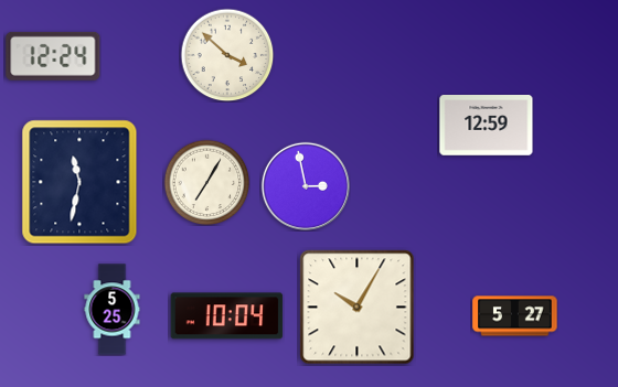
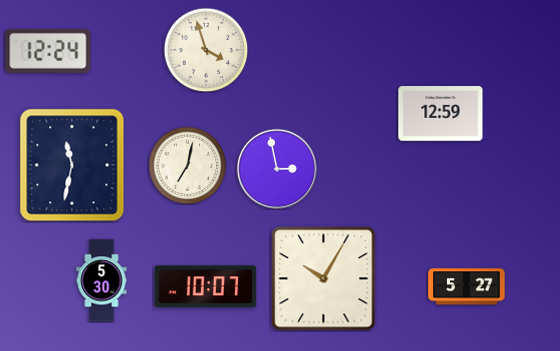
clock at (227, 55): 3:52 -> 3:57
clock at (206, 182): 7:05 -> 7:02
clock at (113, 310): 5:25 -> 5:30
clock at (227, 316): 10:04 -> 10:07
